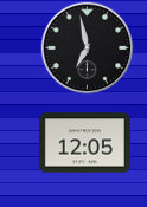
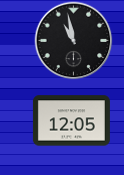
clock at (87, 47): 6:58 -> 10:58
